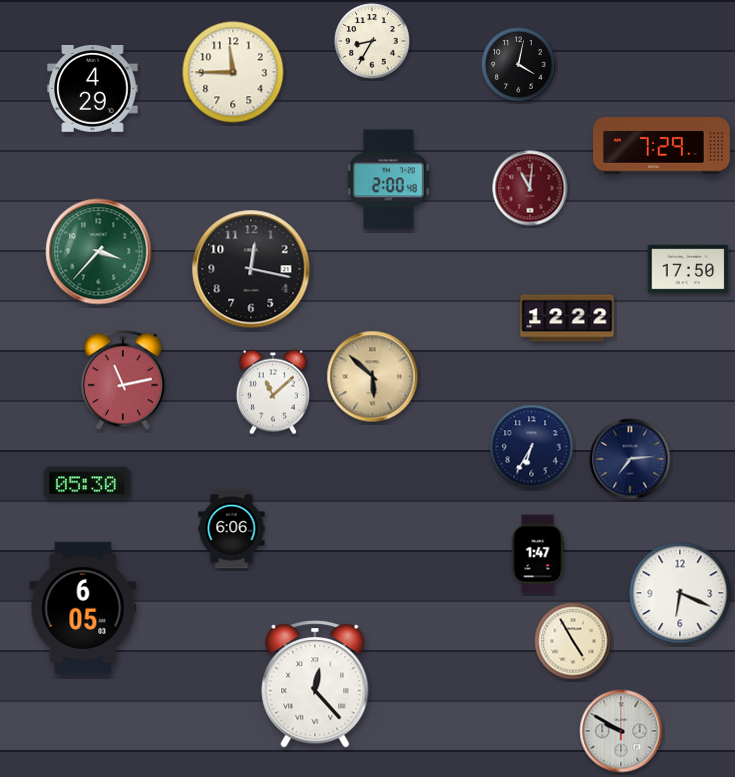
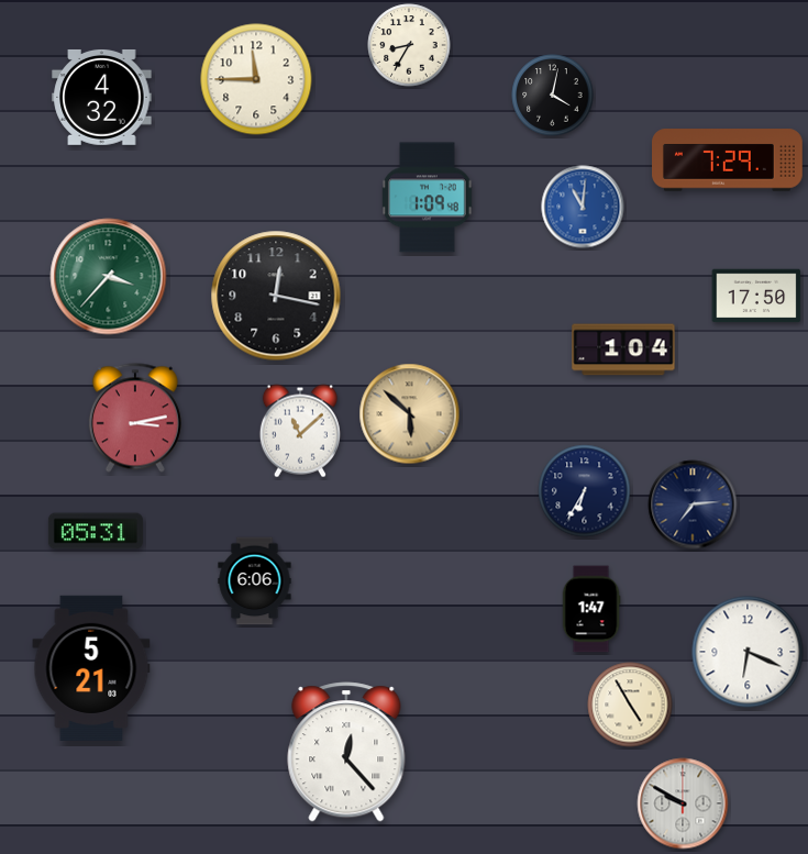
clock at (519, 65) position: (519, 65) -> (553, 96)
clock at (93, 88): 4:29 -> 4:32
clock at (389, 180): 2:00 -> 1:09
clock at (530, 188) dial: burgundy -> blue
clock at (567, 318): 12:22 -> 1:04
clock at (123, 380): 11:13 -> 3:13
clock at (87, 483): 05:30 -> 05:31
clock at (83, 608): 6:05 -> 5:21
